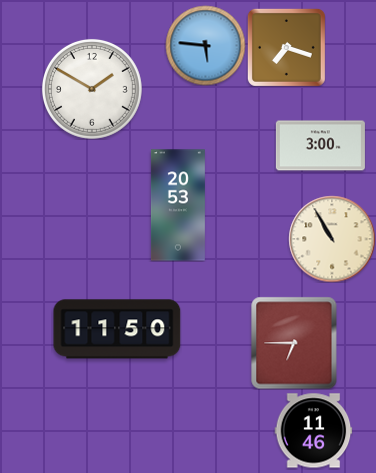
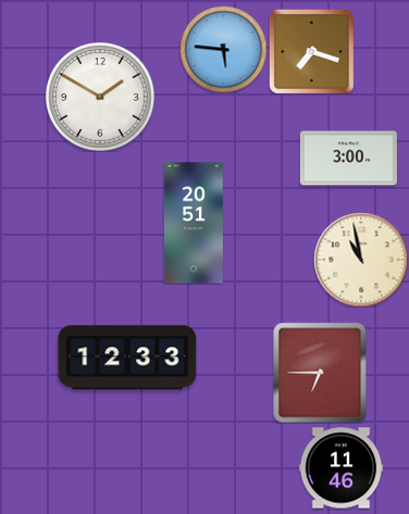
clock at (178, 205): 20:53 -> 20:51
clock at (332, 239): 10:55 -> 10:58
clock at (117, 329): 11:50 -> 12:33
